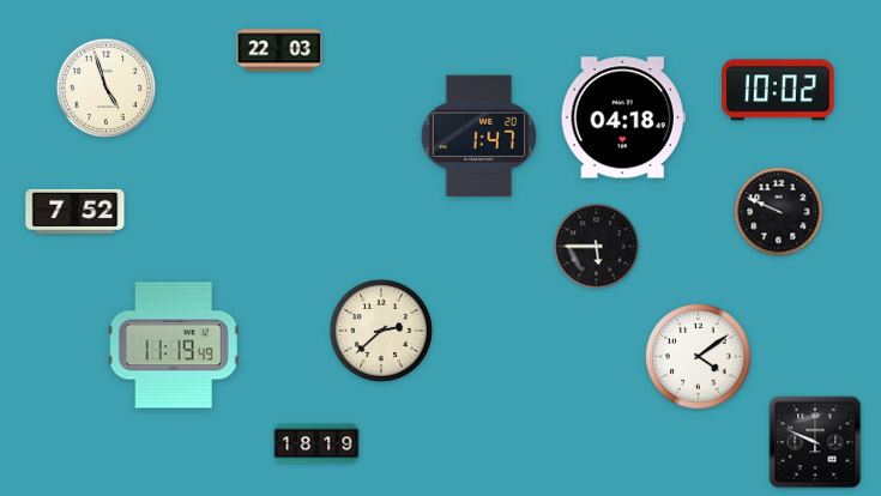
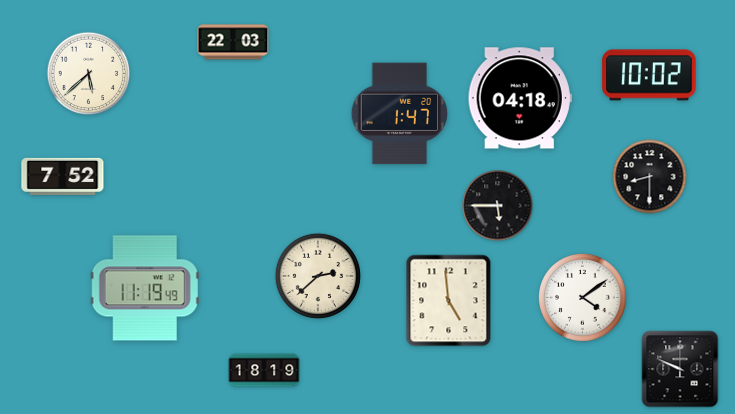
clock at (107, 89): 4:57 -> 5:38
clock at (779, 212): 9:49 -> 8:30
clock at (449, 301): none -> 4:59
